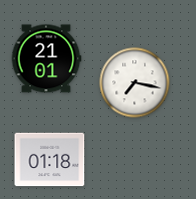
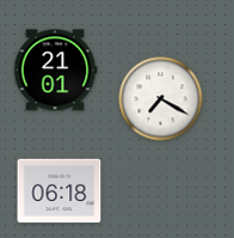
clock at (135, 83): 7:17 -> 7:20
clock at (50, 160): 01:18 -> 06:18
